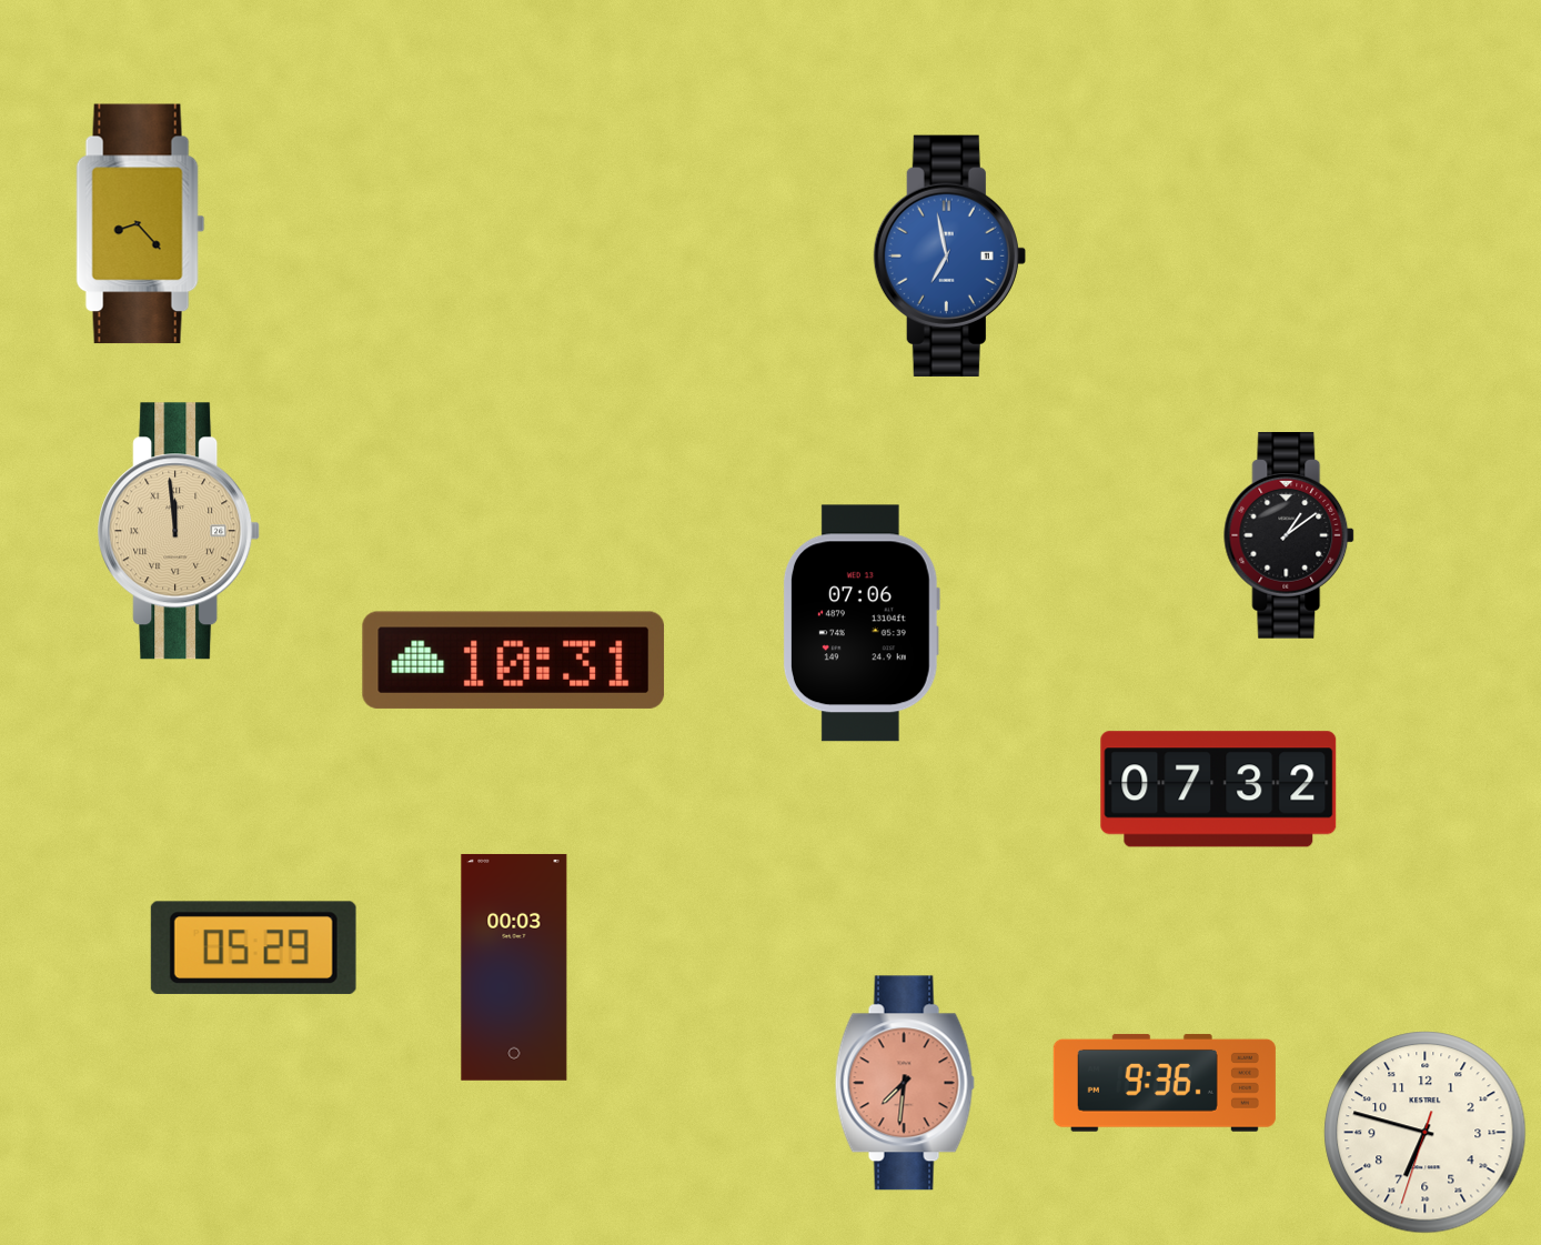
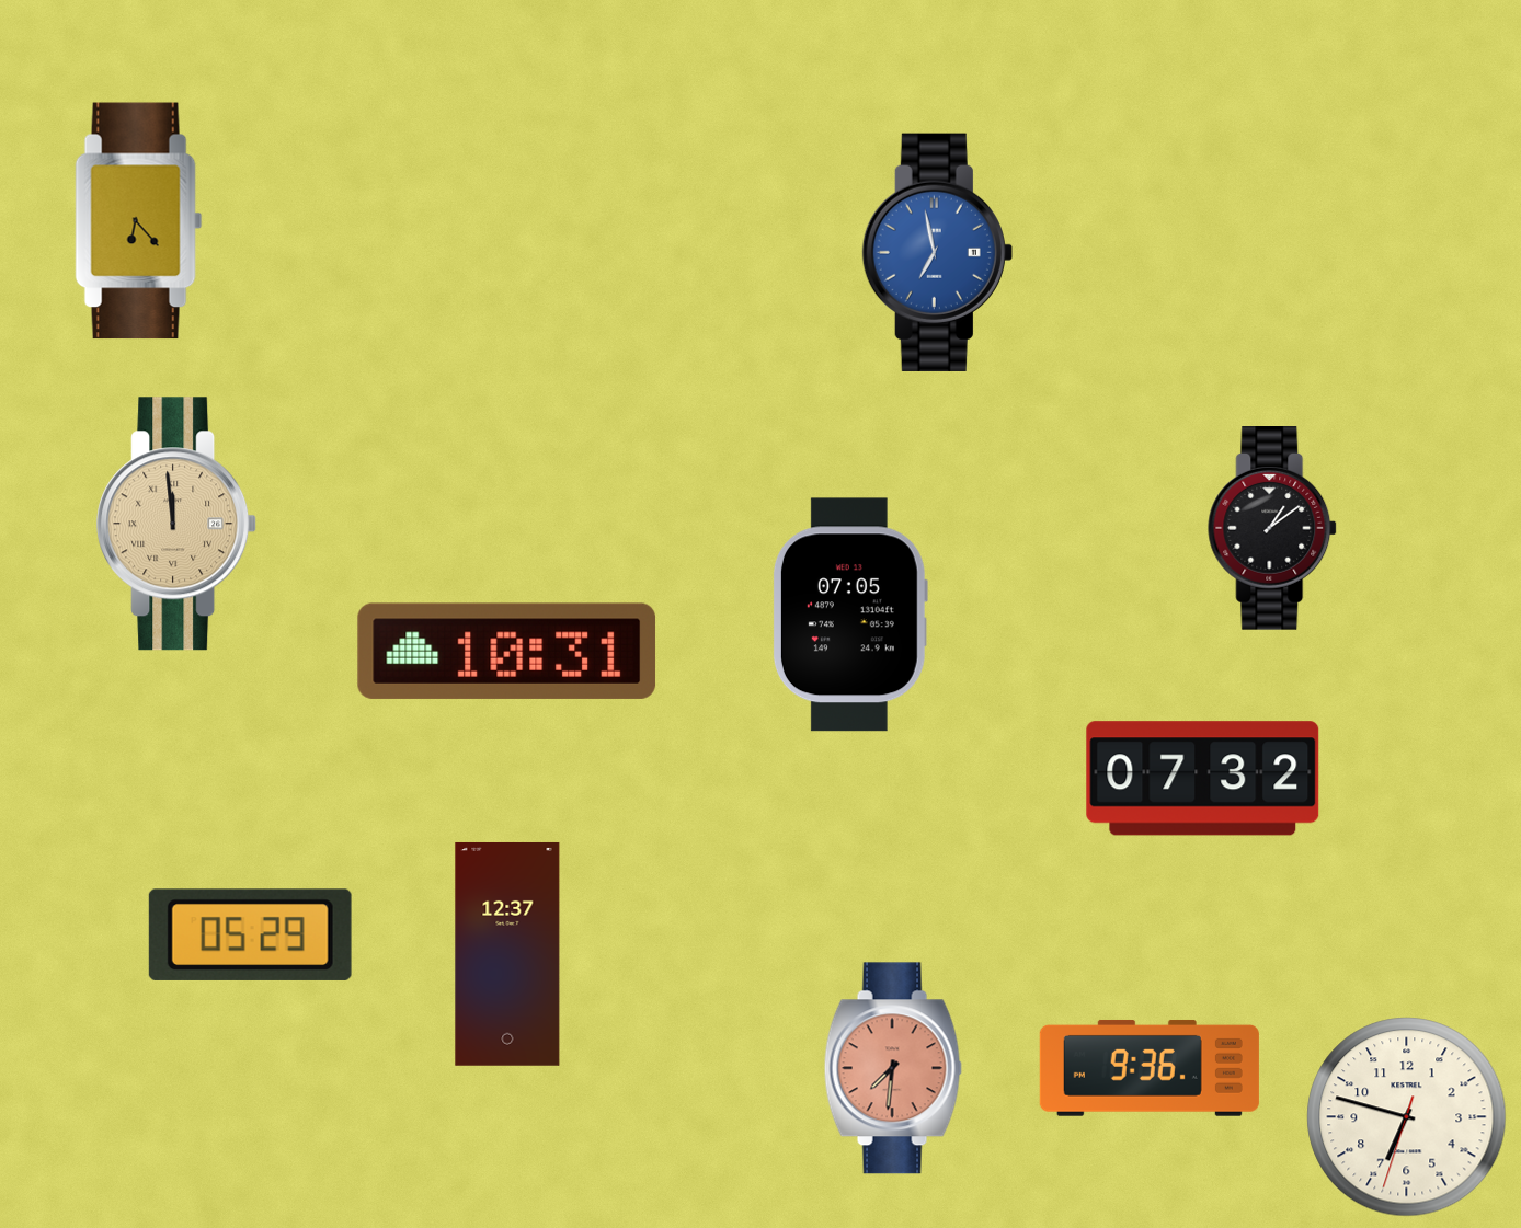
clock at (141, 224): 8:23 -> 6:23
clock at (860, 623): 07:06 -> 07:05
clock at (514, 967): 00:03 -> 12:37
